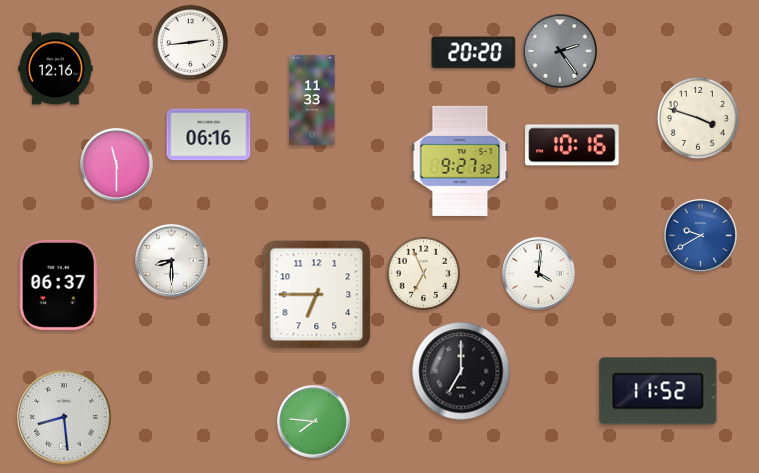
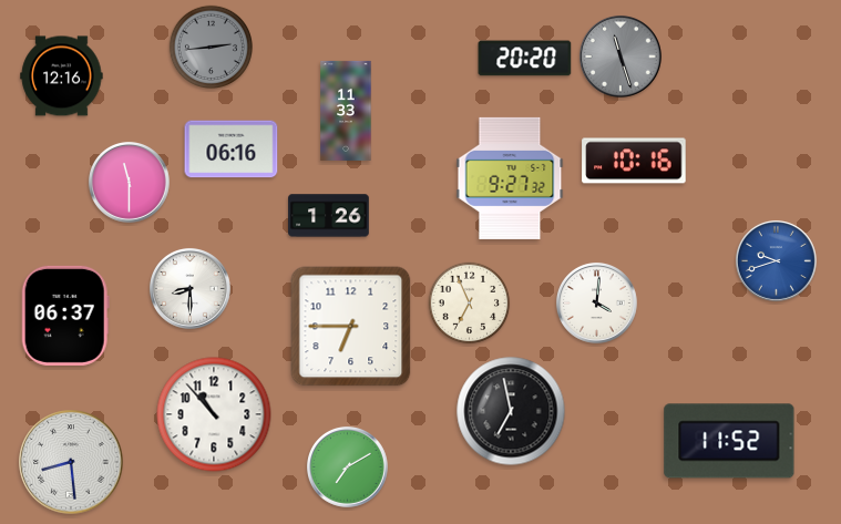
clock at (191, 42) dial: white -> grey
clock at (560, 51): 2:24 -> 11:27
clock at (698, 118): 3:48 -> none
clock at (329, 216): none -> 1:26
clock at (700, 235): 9:40 -> 9:42
clock at (461, 371): 7:00 -> 6:58
clock at (214, 414): none -> 10:53
clock at (658, 391) position: (658, 391) -> (729, 441)
clock at (313, 421): 7:46 -> 7:10
